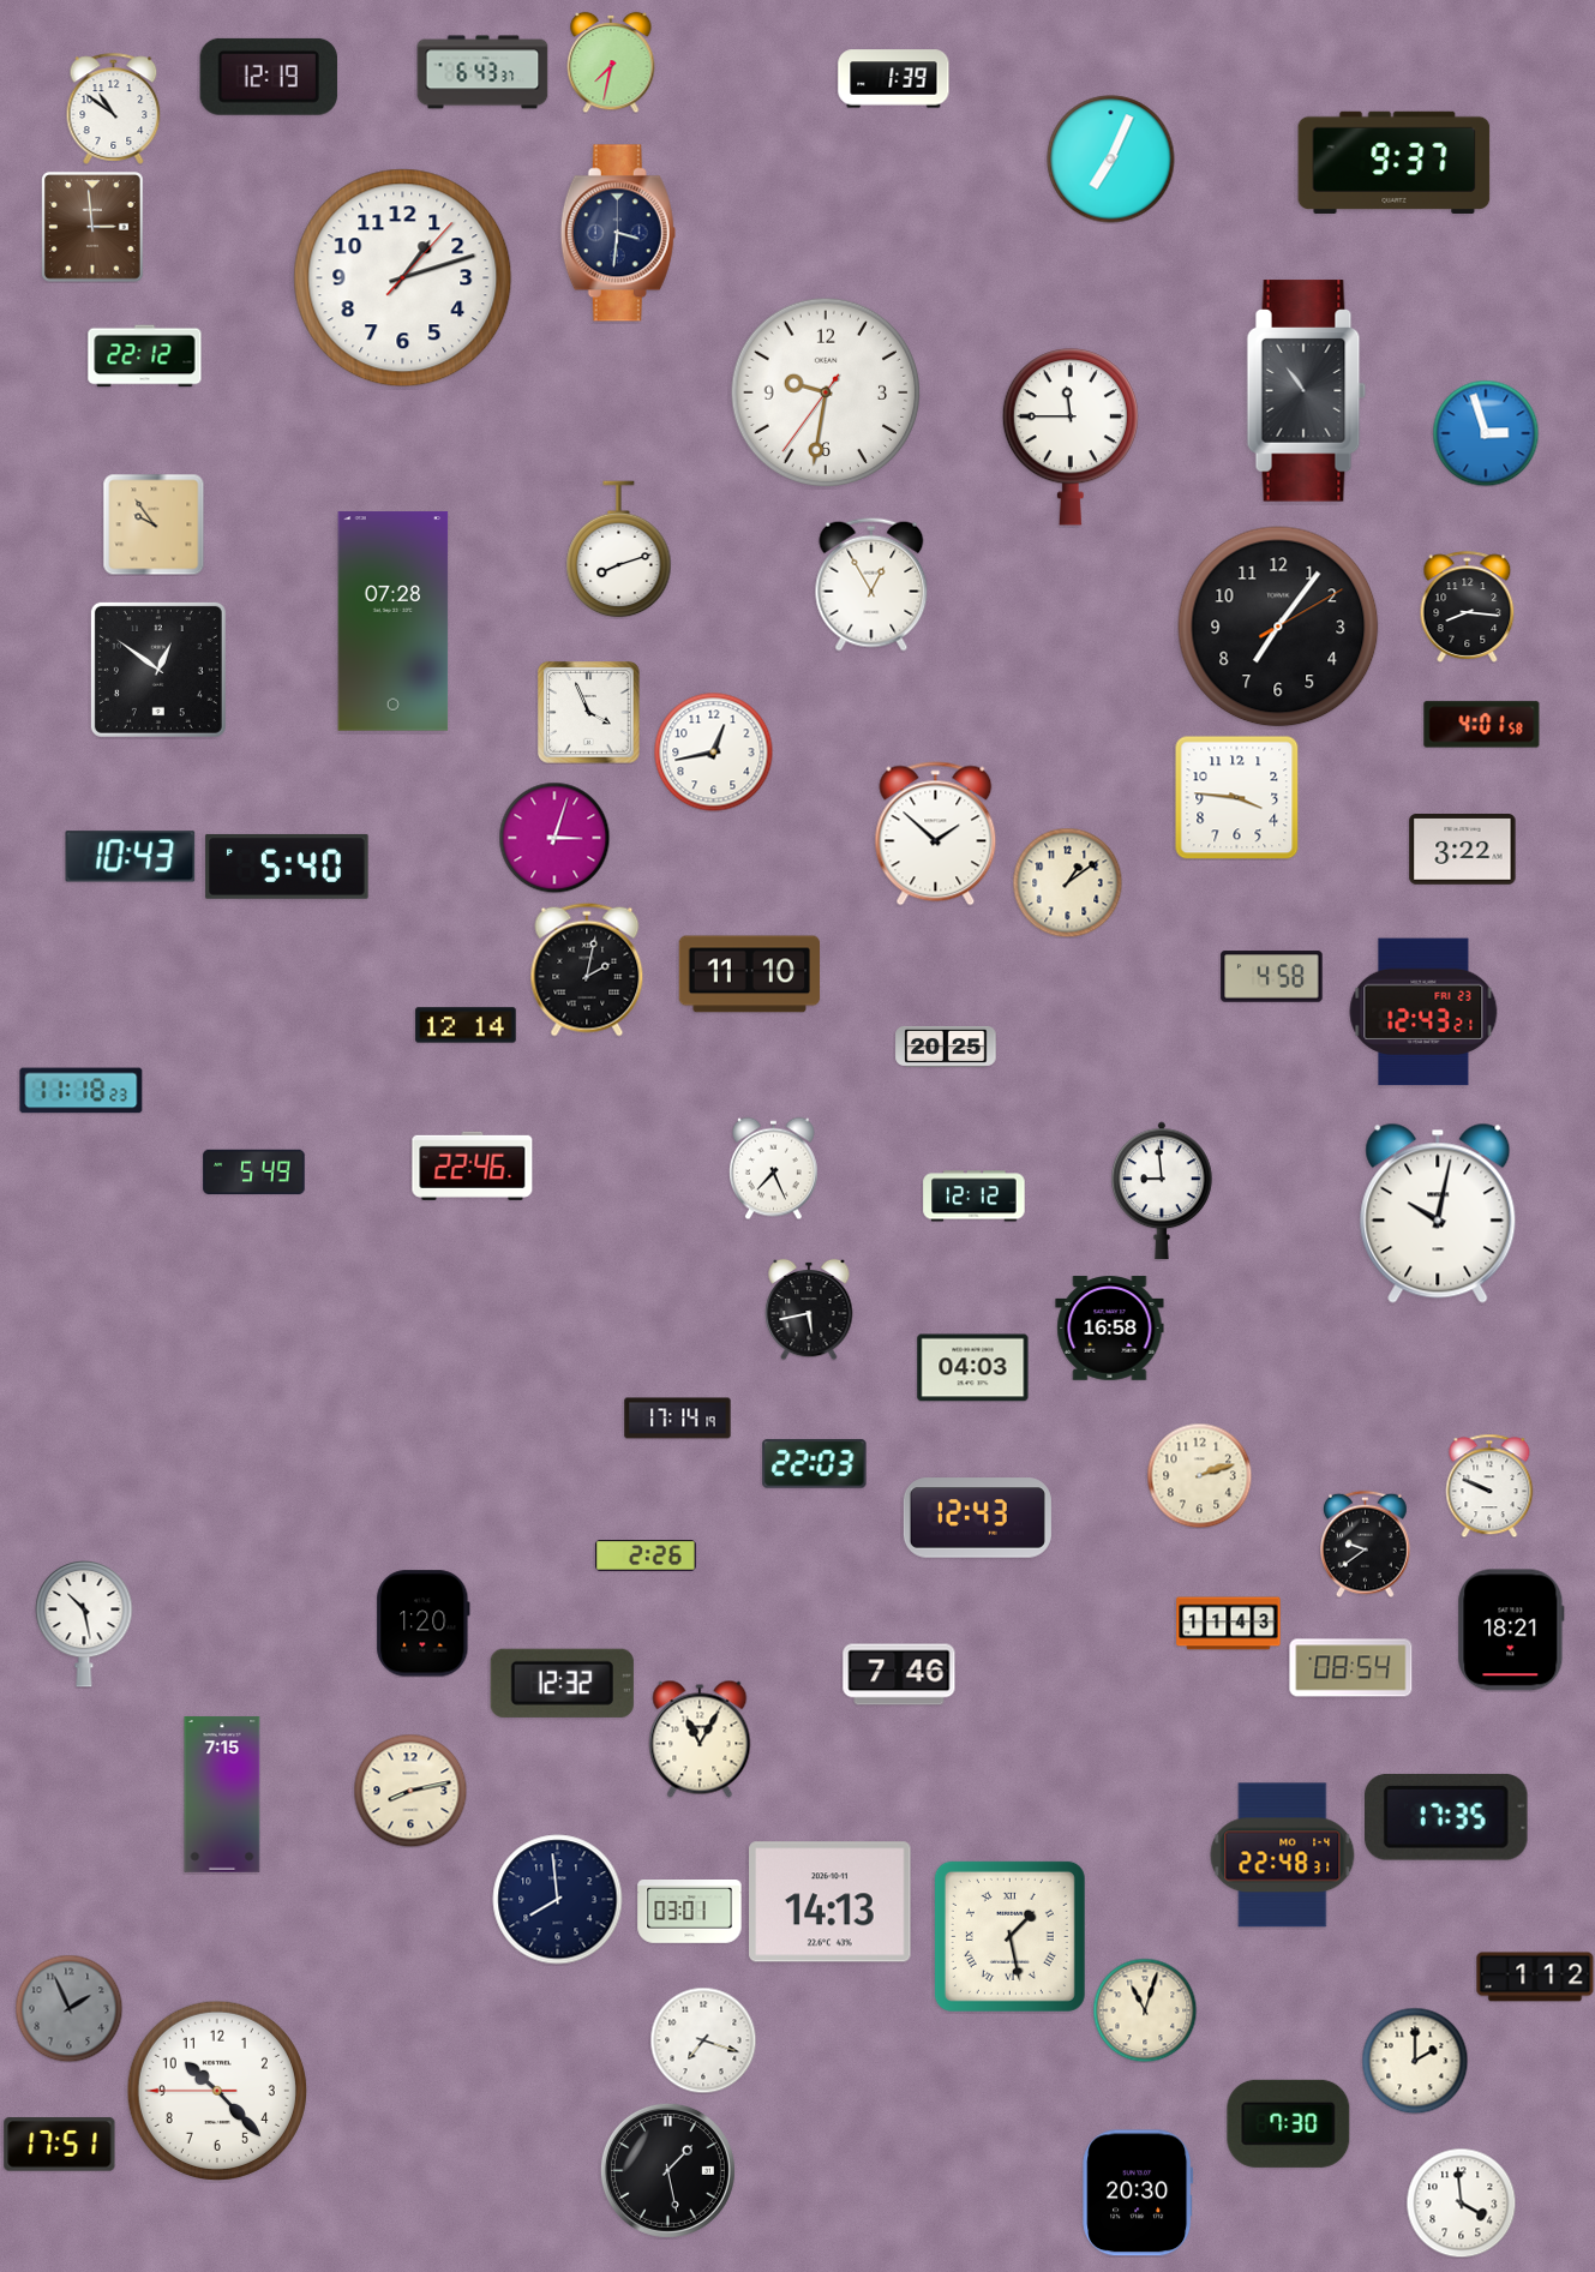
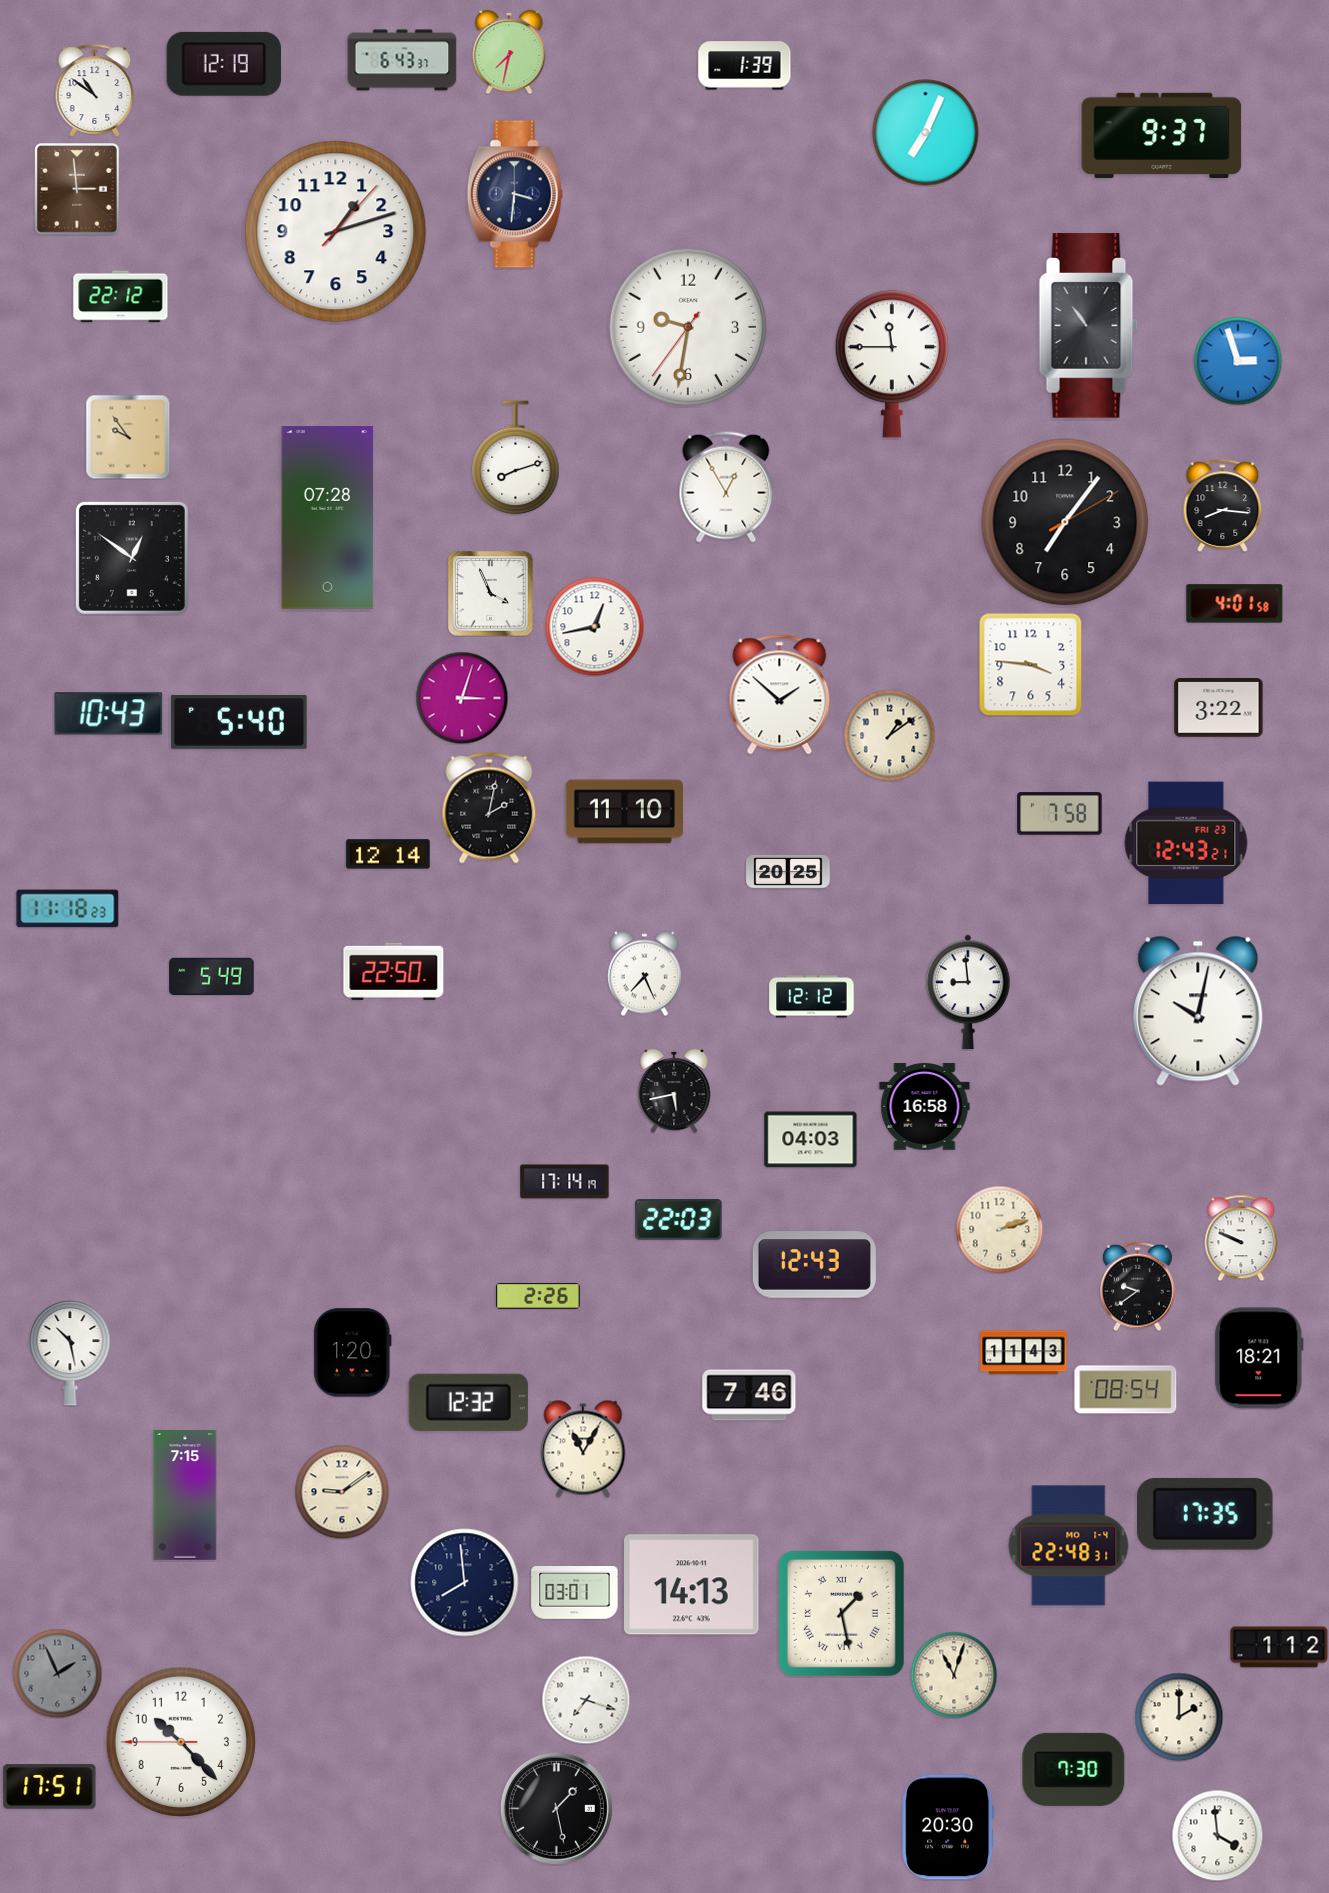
clock at (1272, 977): 4:58 -> 7:58
clock at (473, 1165): 22:46 -> 22:50
clock at (410, 1791): 8:13 -> 9:09
